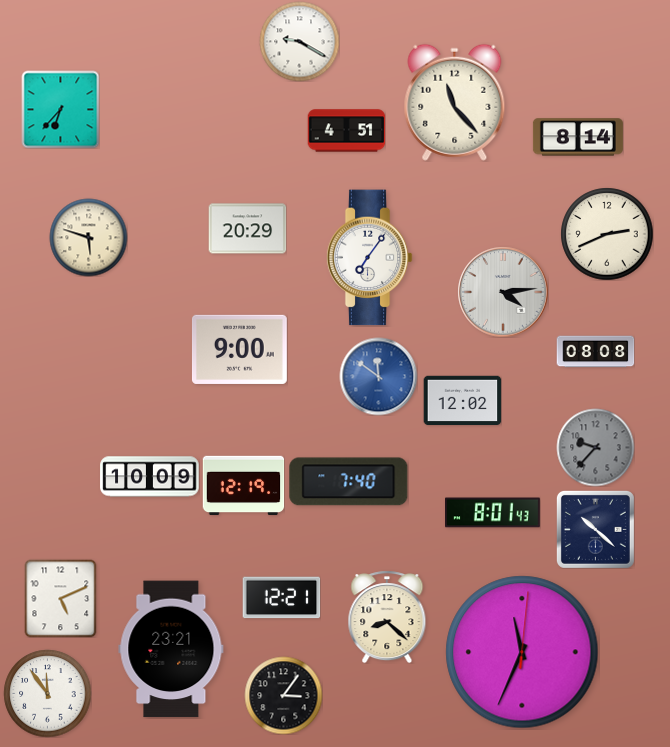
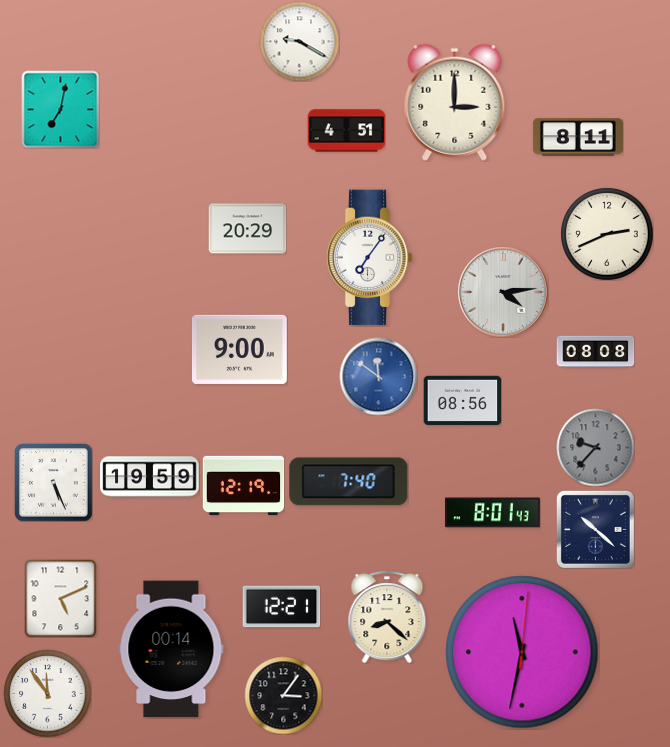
clock at (455, 102): 11:23 -> 3:00
clock at (60, 109): 6:37 -> 7:02
clock at (578, 137): 8:14 -> 8:11
clock at (88, 237): 5:48 -> none
clock at (462, 401): 12:02 -> 08:56
clock at (150, 477): 10:09 -> 19:59
clock at (53, 482): none -> 5:26
clock at (281, 598) position: (281, 598) -> (281, 607)
clock at (171, 649): 23:21 -> 00:14
clock at (522, 652): 11:34 -> 11:32
